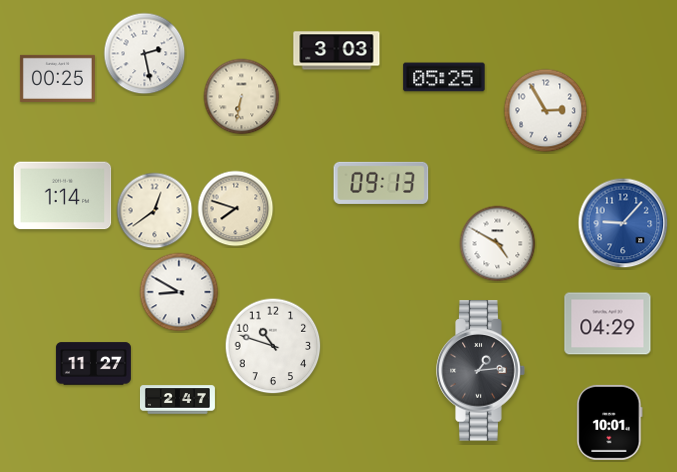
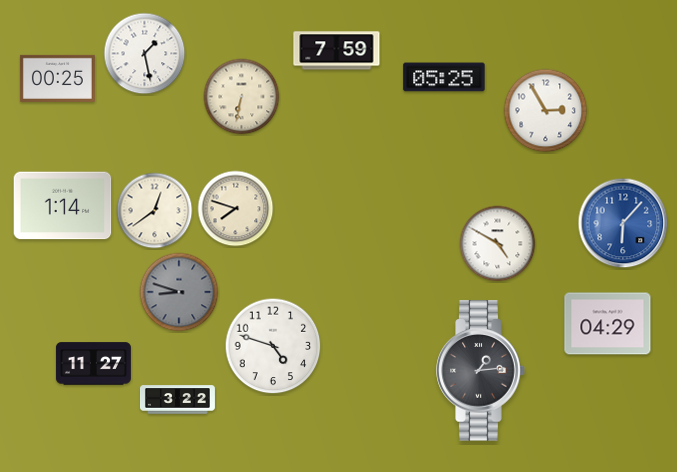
clock at (337, 51): 3:03 -> 7:59
clock at (145, 54): 2:28 -> 1:28
clock at (381, 183): 09:13 -> none
clock at (63, 196) position: (63, 196) -> (63, 206)
clock at (623, 223): 9:07 -> 6:07
clock at (179, 292): 8:50 -> 8:48
clock at (179, 292) dial: white -> grey
clock at (273, 346): 10:48 -> 4:48
clock at (177, 400): 2:47 -> 3:22
clock at (610, 422): 10:01 -> none
